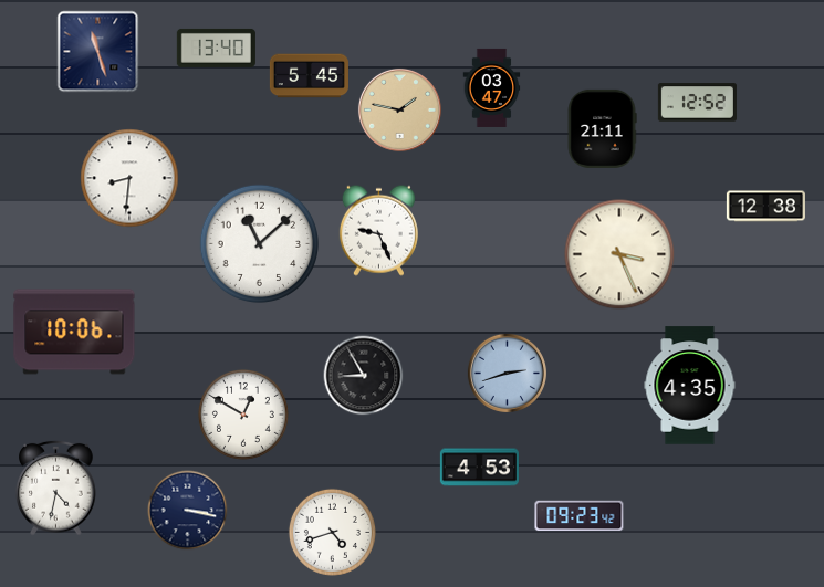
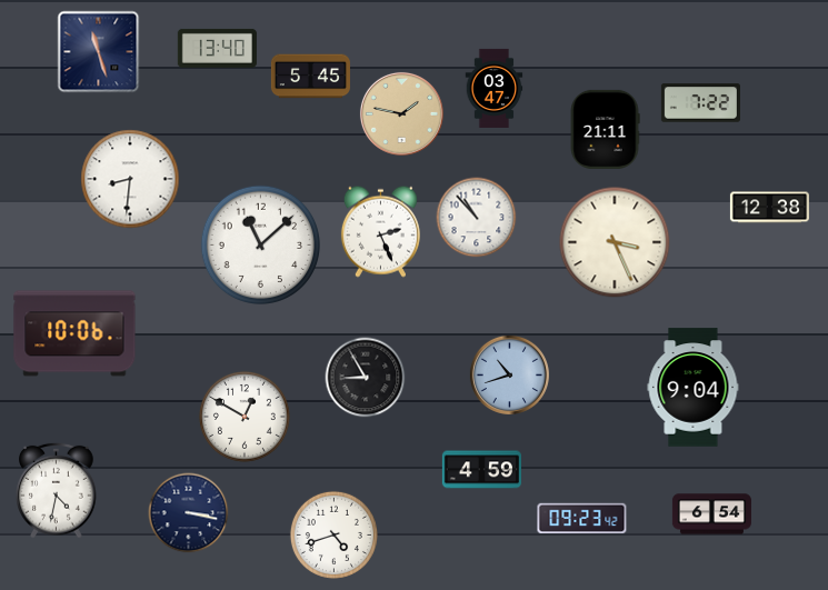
clock at (697, 103): 12:52 -> 7:22
clock at (399, 109) position: (399, 109) -> (401, 113)
clock at (477, 218): none -> 10:53
clock at (378, 230): 9:26 -> 2:26
clock at (619, 254) position: (619, 254) -> (615, 242)
clock at (507, 373): 2:42 -> 10:42
clock at (690, 386): 4:35 -> 9:04
clock at (479, 468): 4:53 -> 4:59
clock at (711, 514): none -> 6:54
